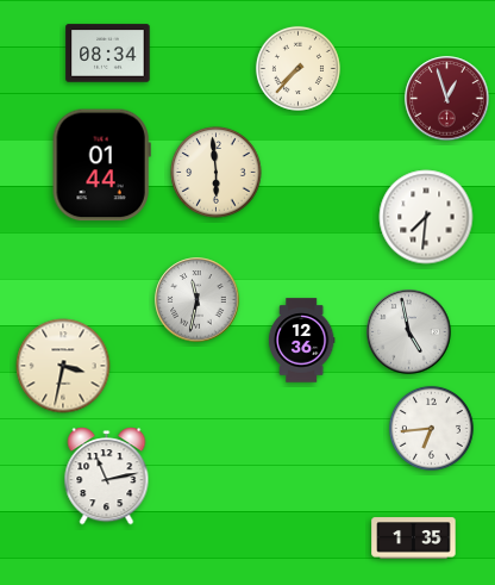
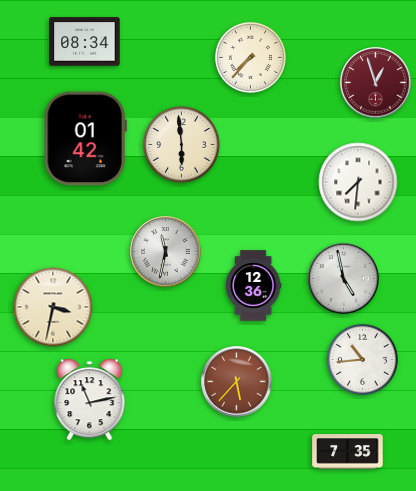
clock at (108, 54) position: (108, 54) -> (85, 42)
clock at (101, 166): 01:44 -> 01:42
clock at (431, 428): 6:44 -> 10:44
clock at (237, 382): none -> 5:37
clock at (414, 539): 1:35 -> 7:35
